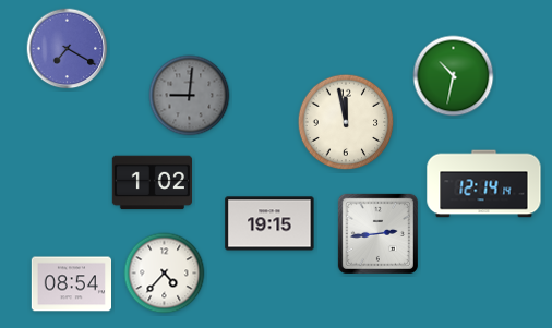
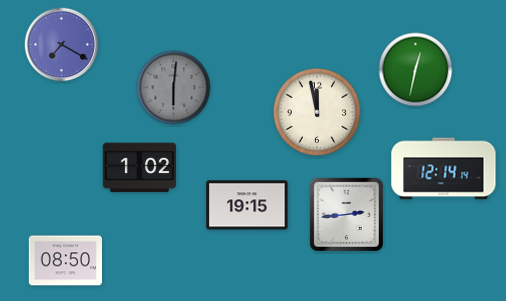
clock at (454, 76): 10:32 -> 12:32
clock at (190, 96): 9:01 -> 6:01
clock at (165, 274): 4:37 -> none
clock at (71, 284): 08:54 -> 08:50
